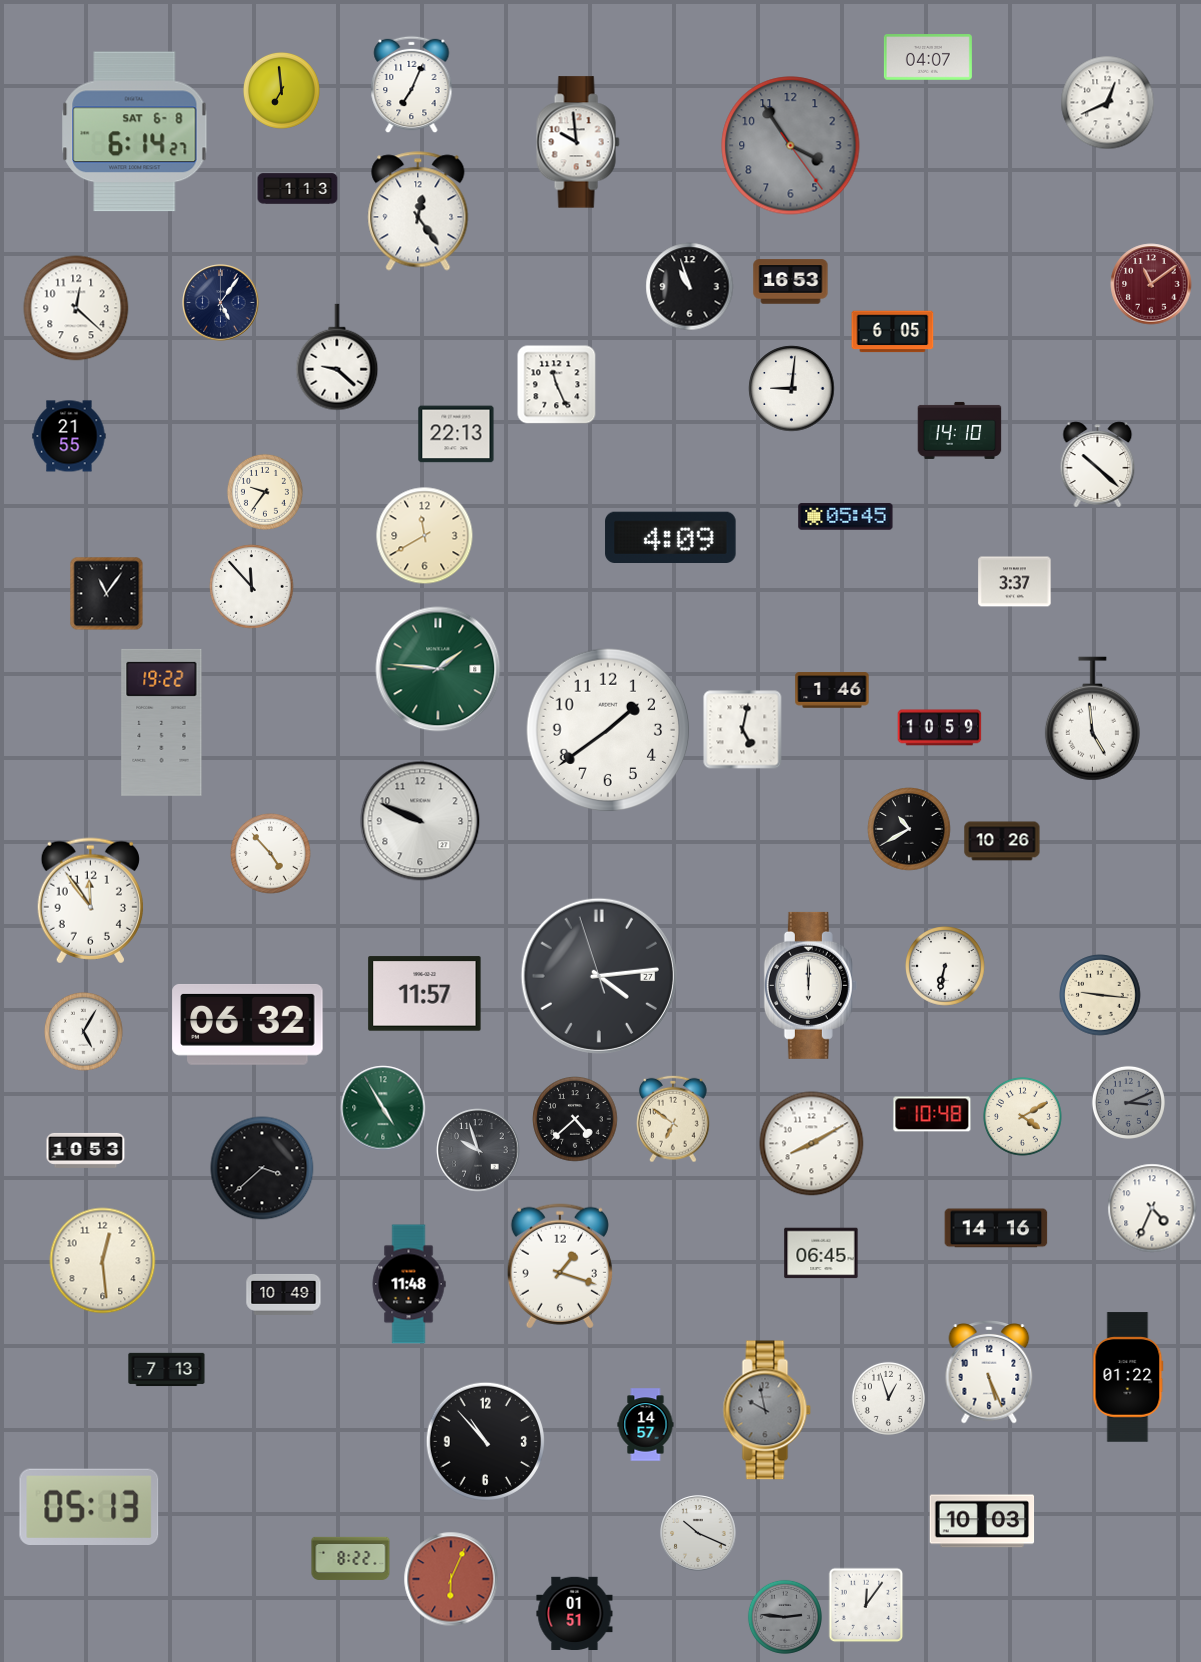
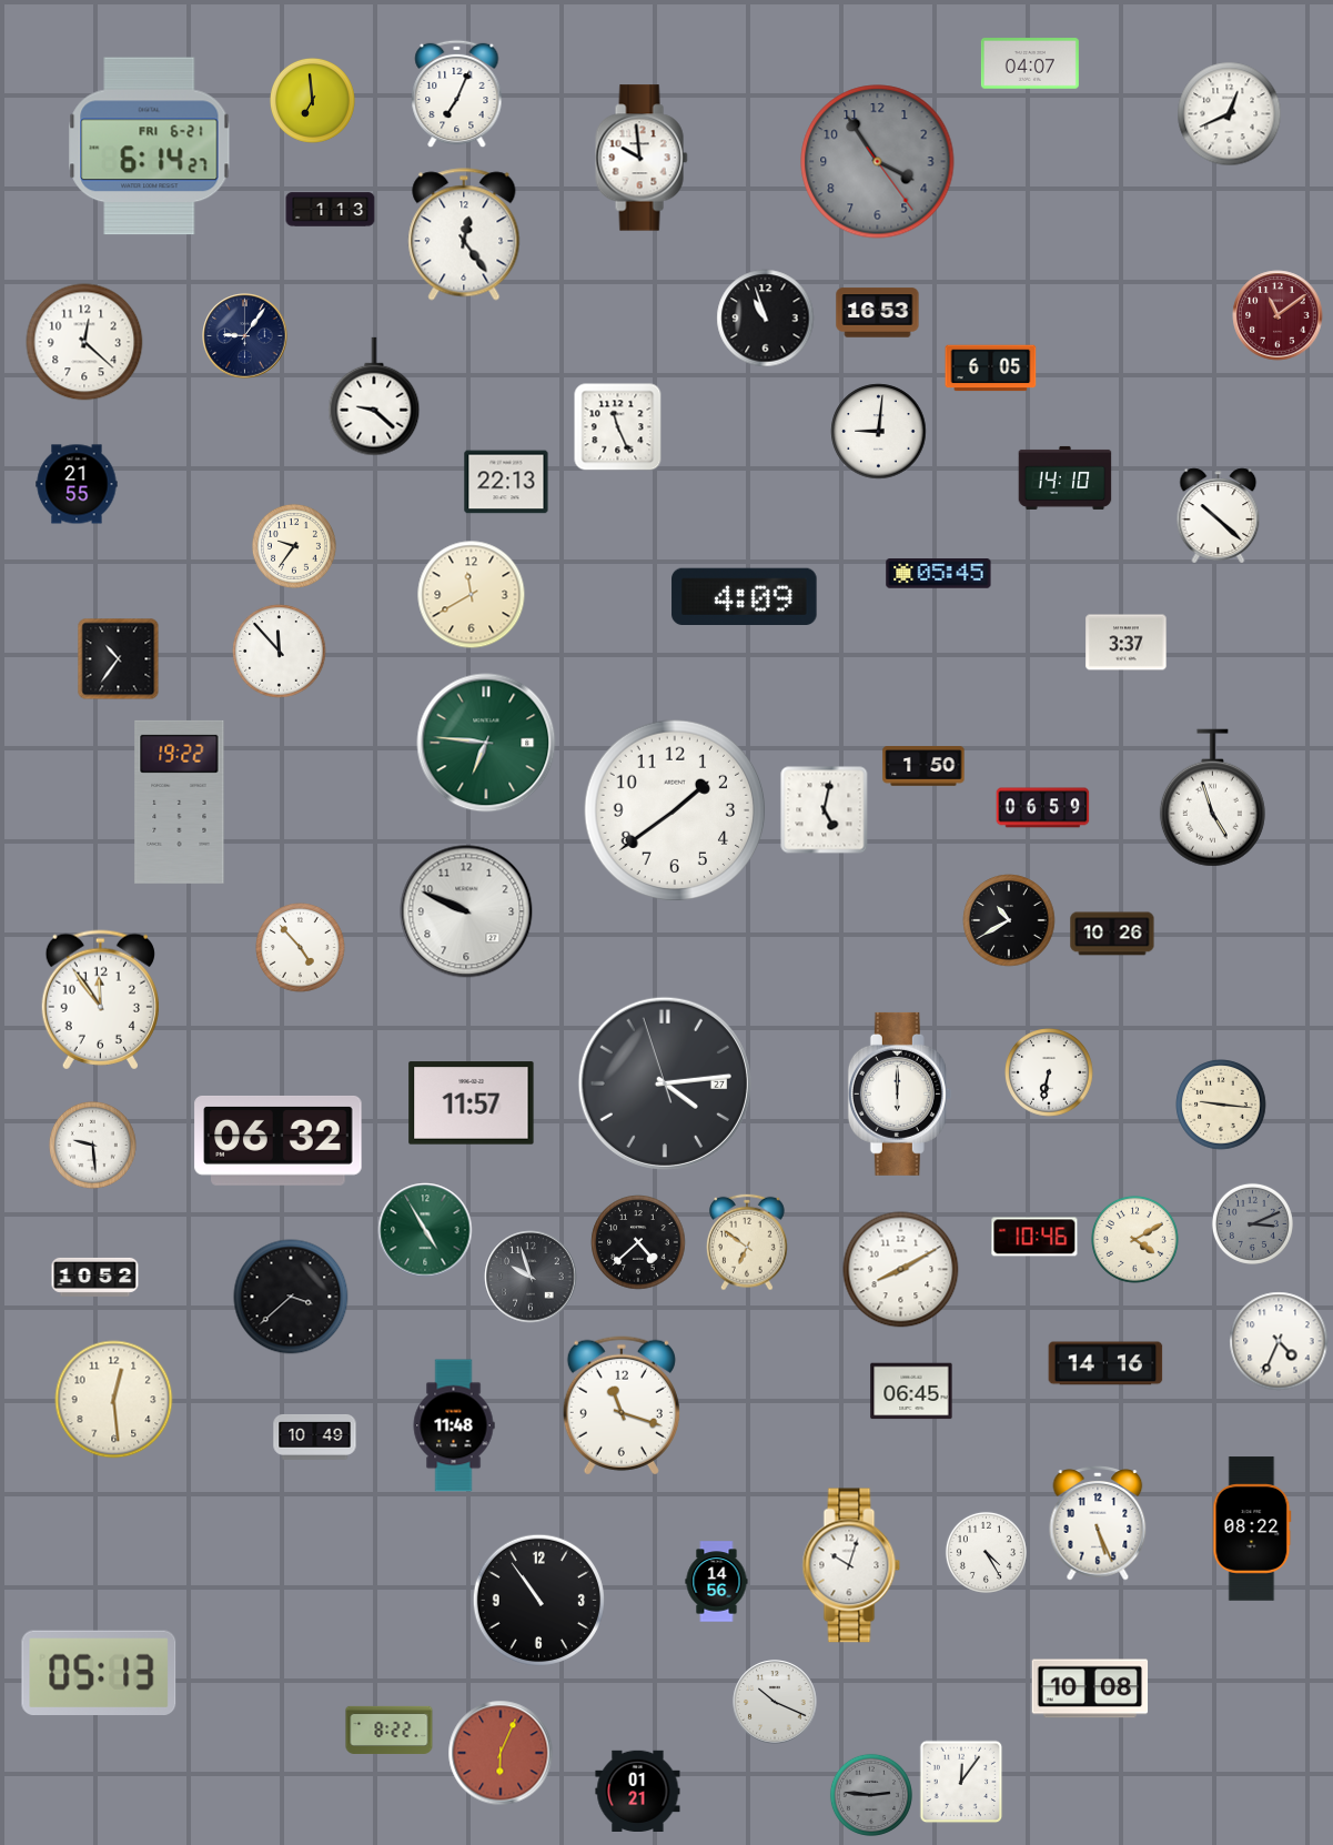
clock at (135, 132) date: SAT 6-8 -> FRI 6-21
clock at (221, 303): 5:06 -> 9:06
clock at (1015, 582) position: (1015, 582) -> (1127, 643)
clock at (107, 594): 11:06 -> 10:36
clock at (438, 669): 1:46 -> 6:46
clock at (832, 690): 1:46 -> 1:50
clock at (1092, 719): 4:59 -> 4:57
clock at (940, 728): 10:59 -> 06:59
clock at (248, 1024) position: (248, 1024) -> (279, 1140)
clock at (84, 1032): 5:05 -> 9:29
clock at (932, 1114): 10:48 -> 10:46
clock at (86, 1150): 10:53 -> 10:52
clock at (560, 1266): 1:18 -> 11:18
clock at (167, 1370): 7:13 -> none
clock at (1128, 1377): 01:22 -> 08:22
clock at (888, 1398): 12:57 -> 4:25
clock at (767, 1410): 9:58 -> 10:03
clock at (767, 1410) dial: grey -> white
clock at (646, 1425): 14:57 -> 14:56
clock at (485, 1441): 10:53 -> 10:54
clock at (982, 1521): 10:03 -> 10:08
clock at (575, 1613): 01:51 -> 01:21
